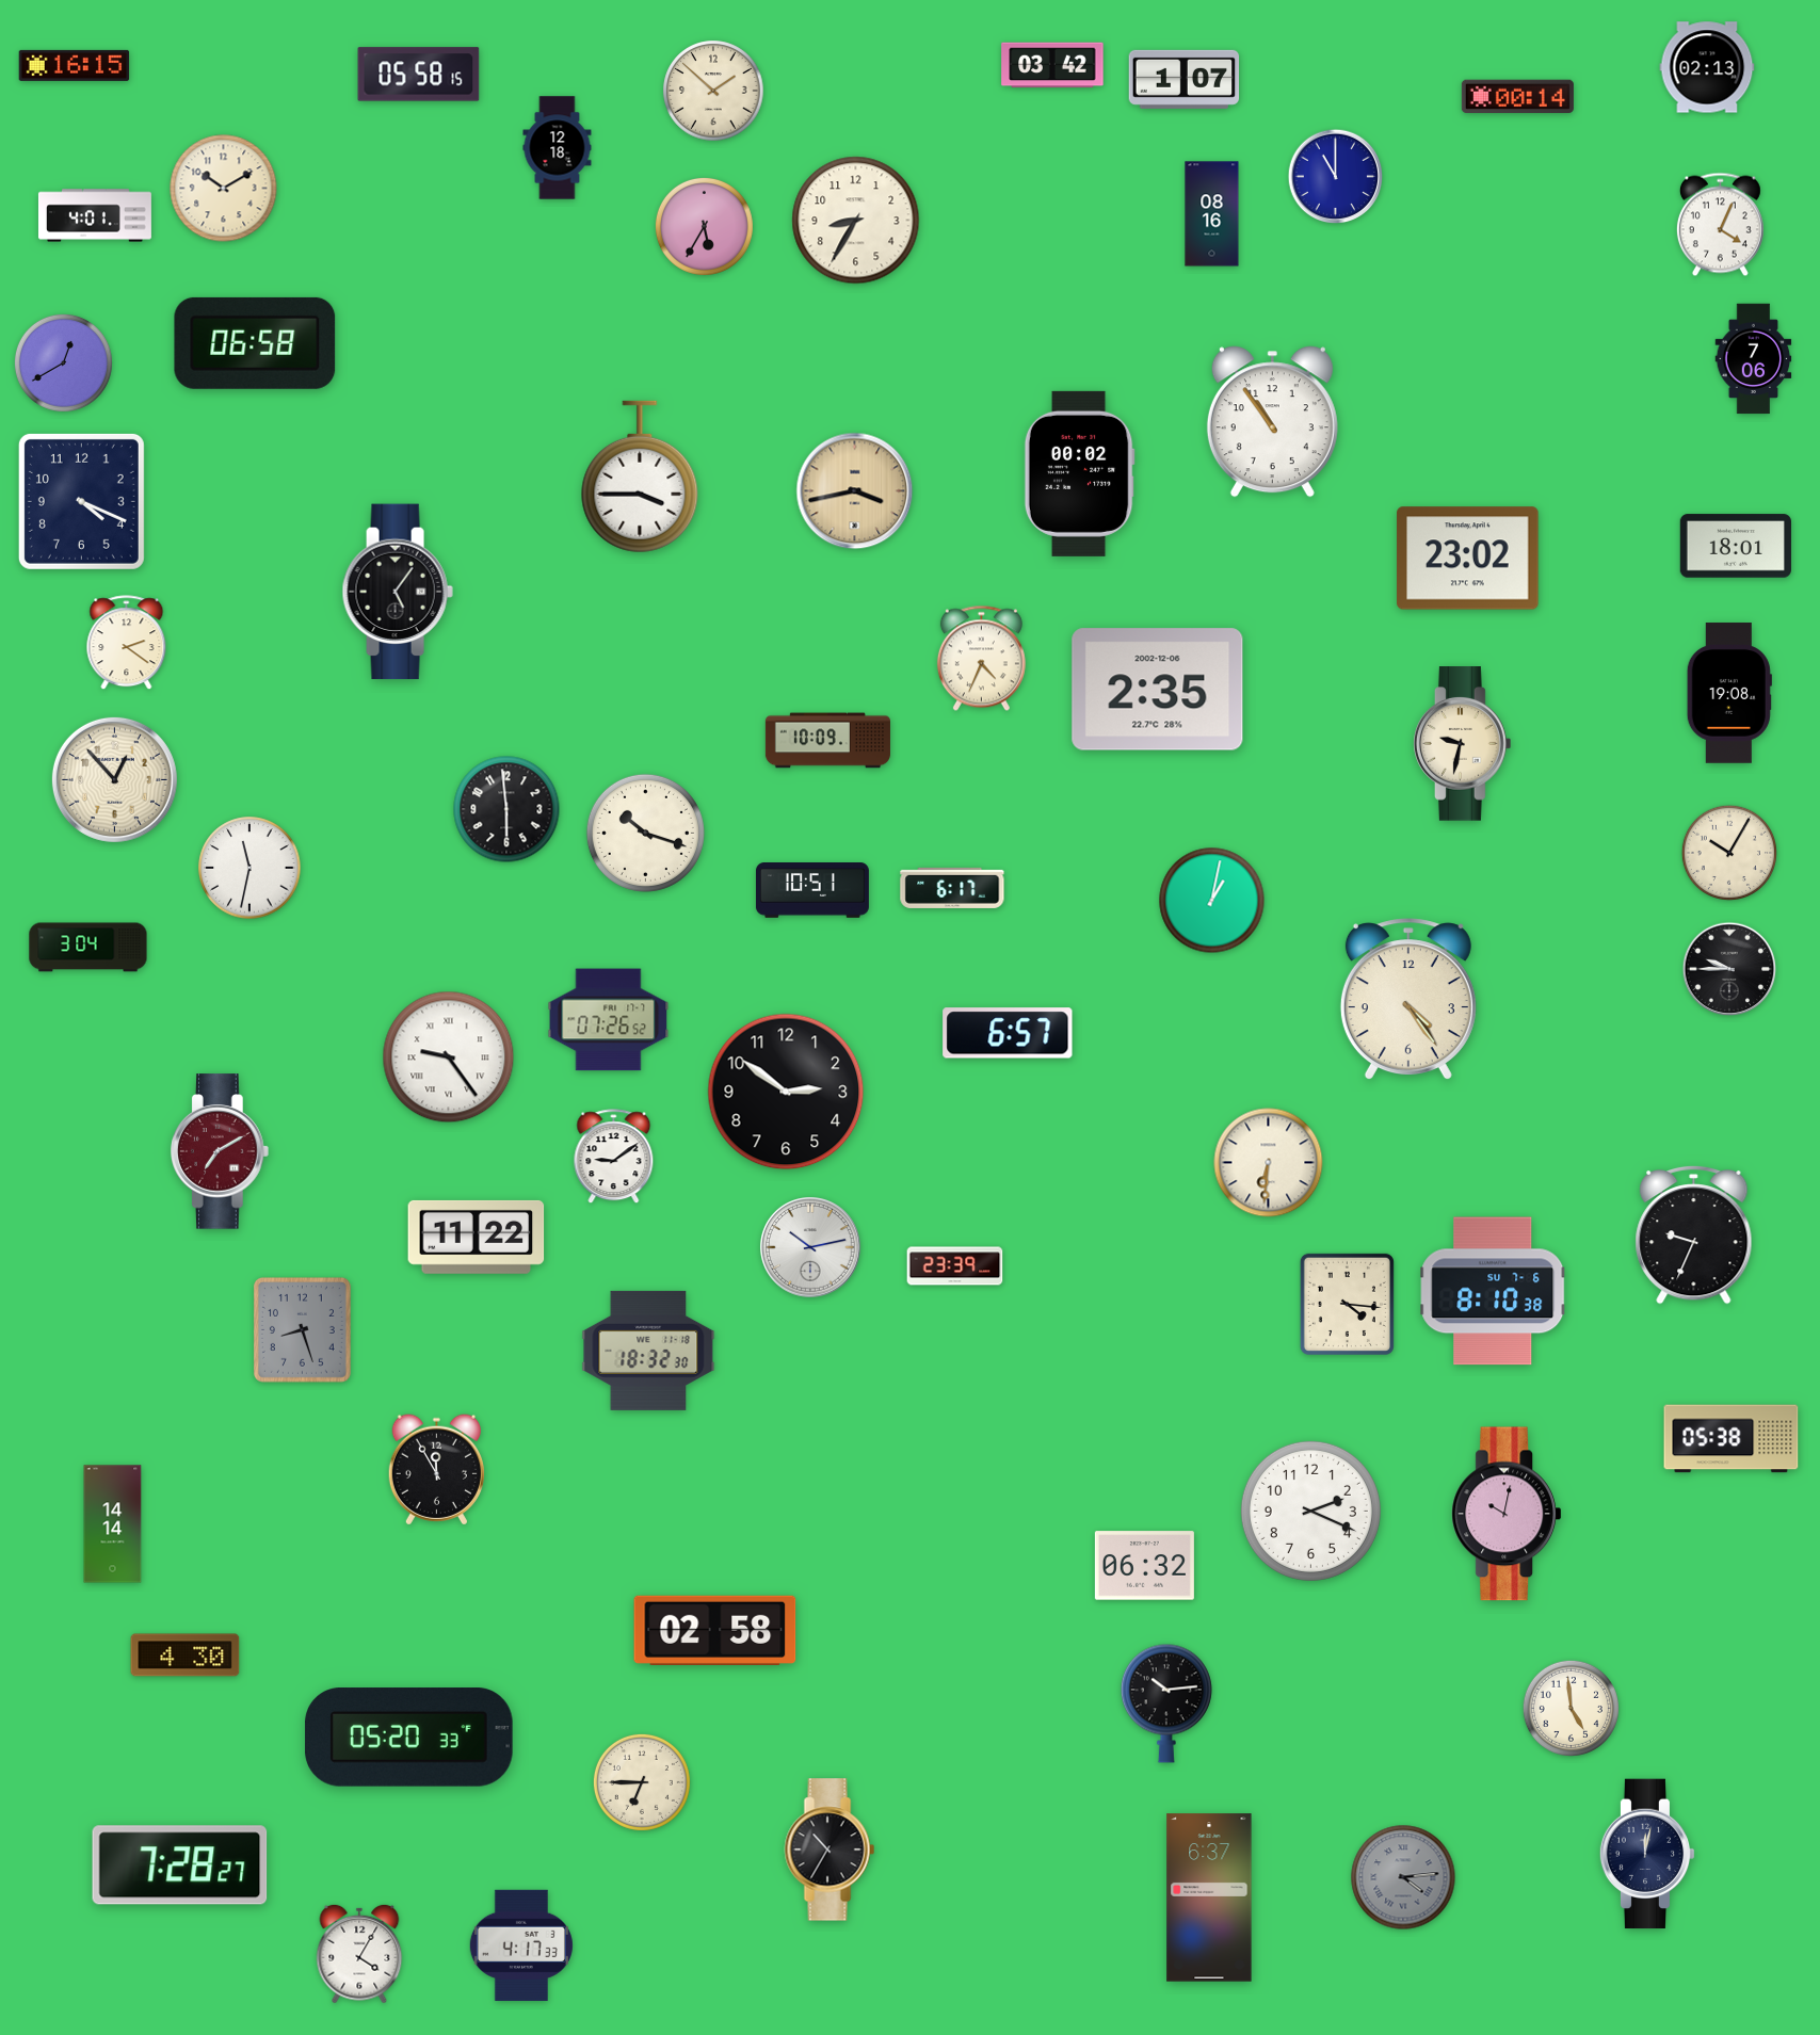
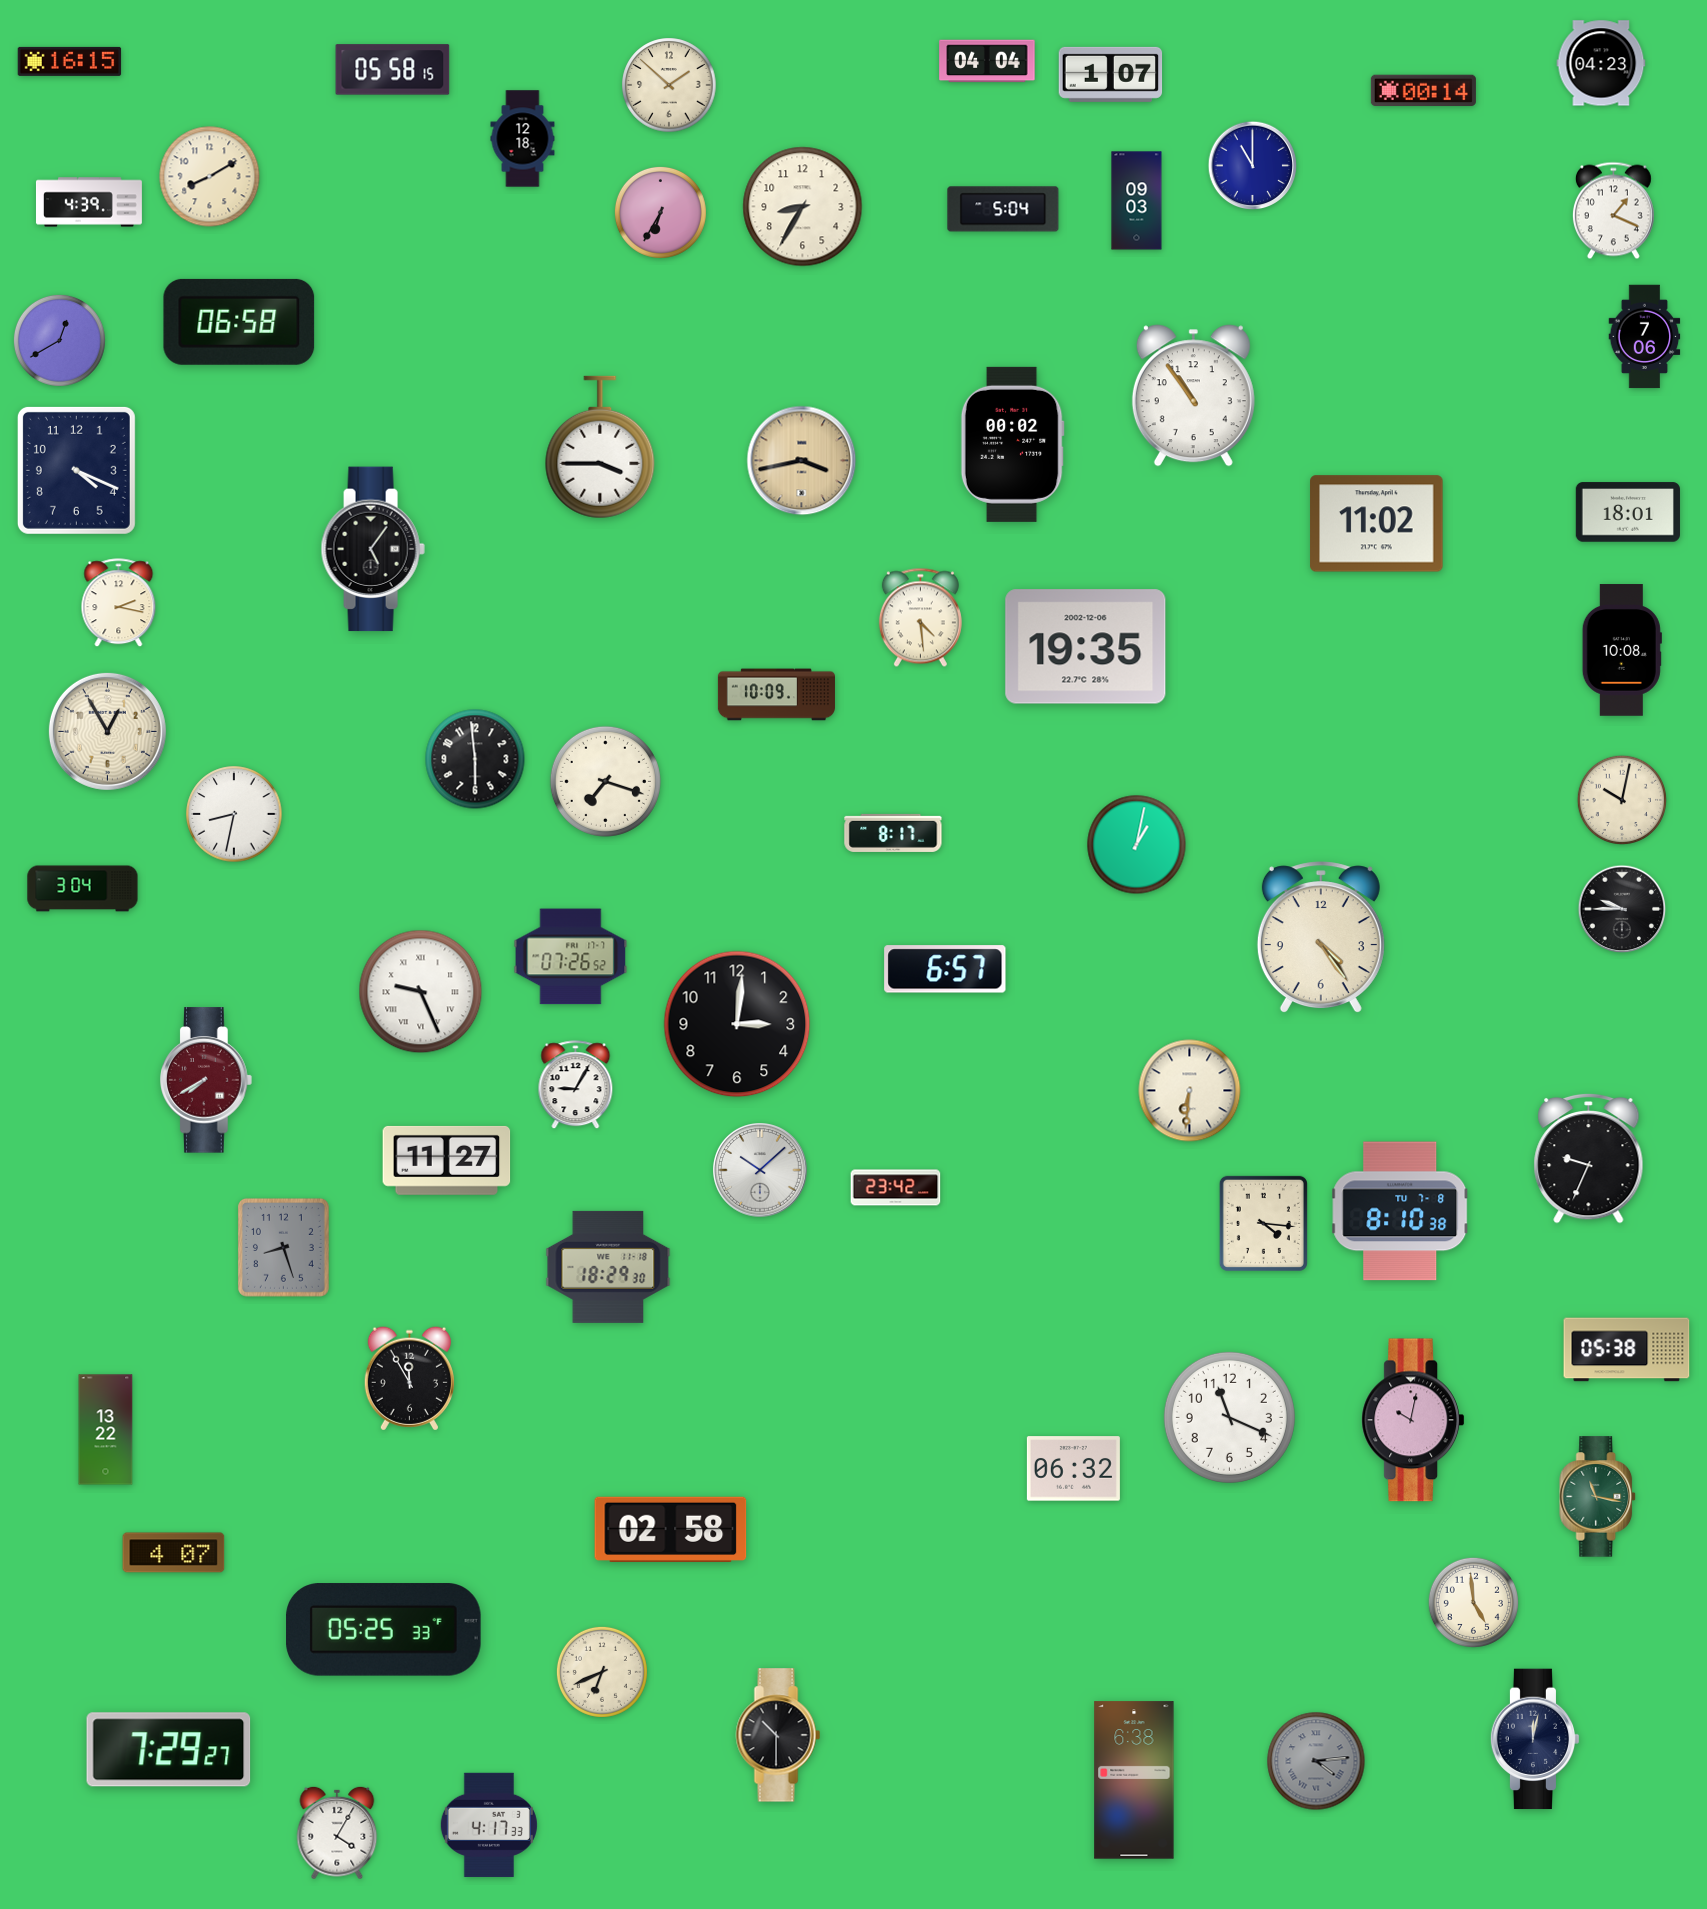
clock at (1052, 65): 03:42 -> 04:04
clock at (1707, 67): 02:13 -> 04:23
clock at (224, 189): 10:10 -> 8:10
clock at (1212, 214): 08:16 -> 09:03
clock at (95, 215): 4:01 -> 4:39
clock at (1003, 209): none -> 5:04
clock at (1720, 225): 4:04 -> 1:19
clock at (704, 226): 5:35 -> 6:35
clock at (1468, 559): 23:02 -> 11:02
clock at (398, 592) position: (398, 592) -> (373, 549)
clock at (127, 643): 2:21 -> 2:17
clock at (981, 659): 4:34 -> 4:29
clock at (1158, 690): 2:35 -> 19:35
clock at (1729, 693): 19:08 -> 10:08
clock at (1463, 744): 9:32 -> none
clock at (114, 779): 12:53 -> 12:55
clock at (645, 833): 10:18 -> 7:18
clock at (1728, 852): 10:05 -> 10:02
clock at (249, 868): 11:32 -> 8:32
clock at (952, 888): 6:17 -> 8:17
clock at (812, 890): 10:51 -> none
clock at (449, 1057): 9:24 -> 9:26
clock at (786, 1092): 2:51 -> 3:01
clock at (220, 1151): 7:10 -> 7:40
clock at (614, 1157): 9:09 -> 9:05
clock at (477, 1237): 11:22 -> 11:27
clock at (811, 1248): 10:13 -> 10:08
clock at (955, 1266): 23:39 -> 23:42
clock at (1494, 1291) date: SU 7-6 -> TU 7-8
clock at (648, 1351): 18:32 -> 18:29
clock at (1732, 1439) position: (1732, 1439) -> (1627, 1350)
clock at (1310, 1511): 2:19 -> 11:19
clock at (113, 1524): 14:14 -> 13:22
clock at (1598, 1497): none -> 11:17
clock at (186, 1656): 4:30 -> 4:07
clock at (1166, 1703): 10:14 -> none
clock at (409, 1738): 05:20 -> 05:25
clock at (642, 1782): 6:45 -> 6:41
clock at (830, 1850): 10:35 -> 10:30
clock at (1647, 1854) position: (1647, 1854) -> (1535, 1739)
clock at (180, 1866): 7:28 -> 7:29
clock at (1209, 1897): 6:37 -> 6:38
